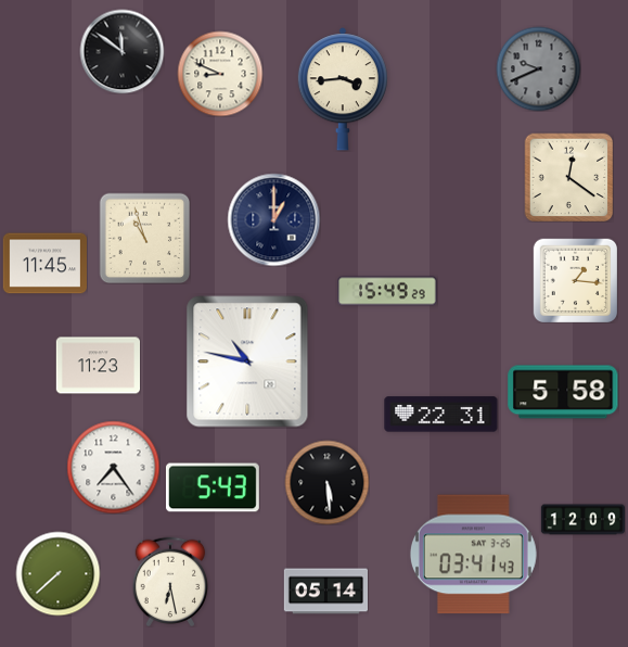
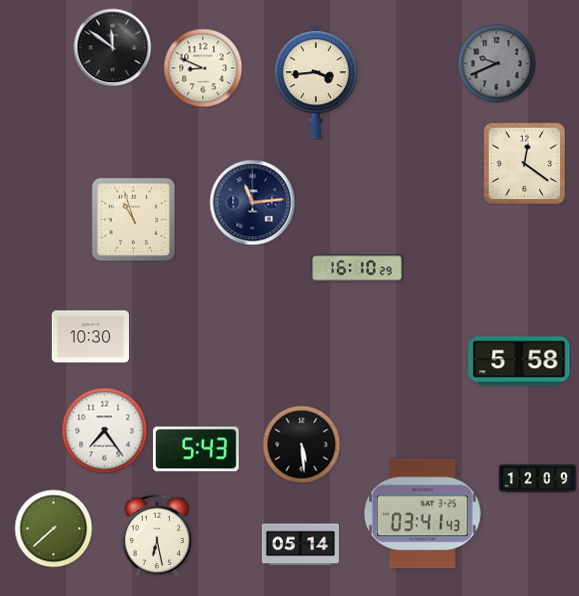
clock at (273, 219): 1:00 -> 11:14
clock at (44, 264): 11:45 -> none
clock at (575, 280): 1:16 -> none
clock at (387, 291): 15:49 -> 16:10
clock at (247, 361): 10:47 -> none
clock at (98, 366): 11:23 -> 10:30
clock at (441, 415): 22:31 -> none
clock at (473, 555) position: (473, 555) -> (422, 514)
